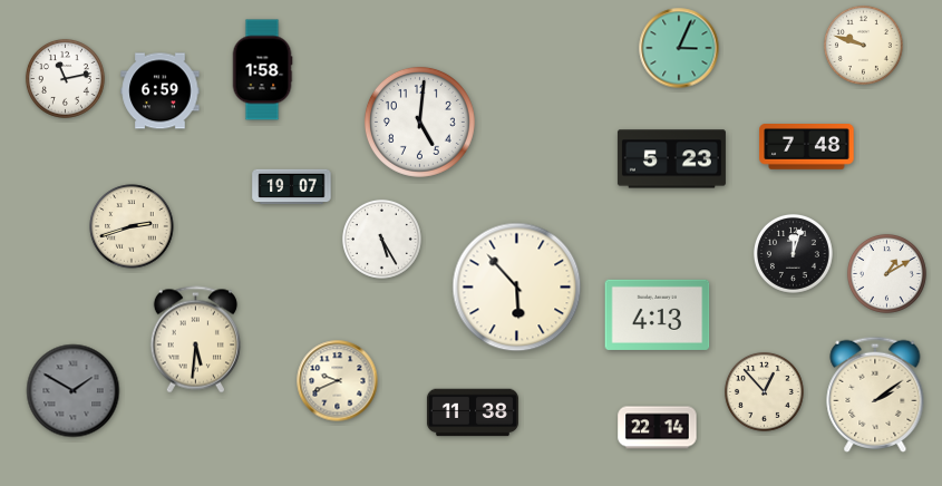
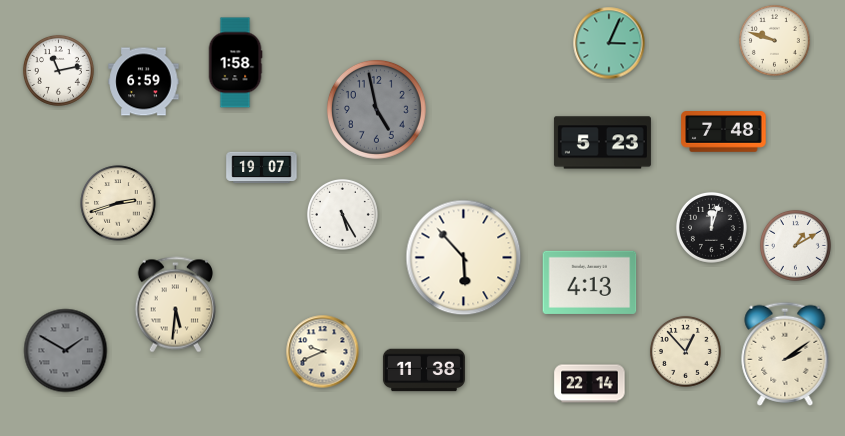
clock at (419, 122): 5:01 -> 4:58
clock at (419, 122) dial: white -> grey
clock at (338, 381) position: (338, 381) -> (323, 352)
